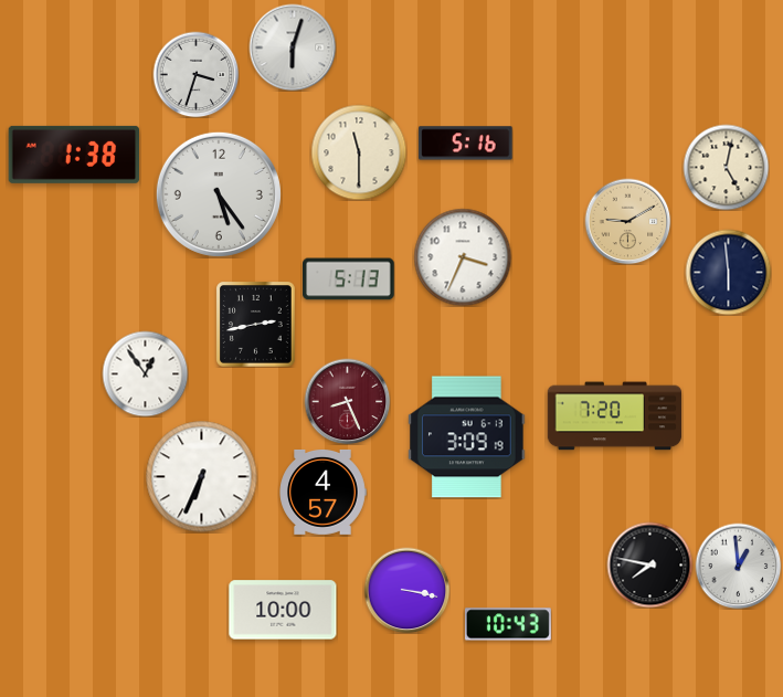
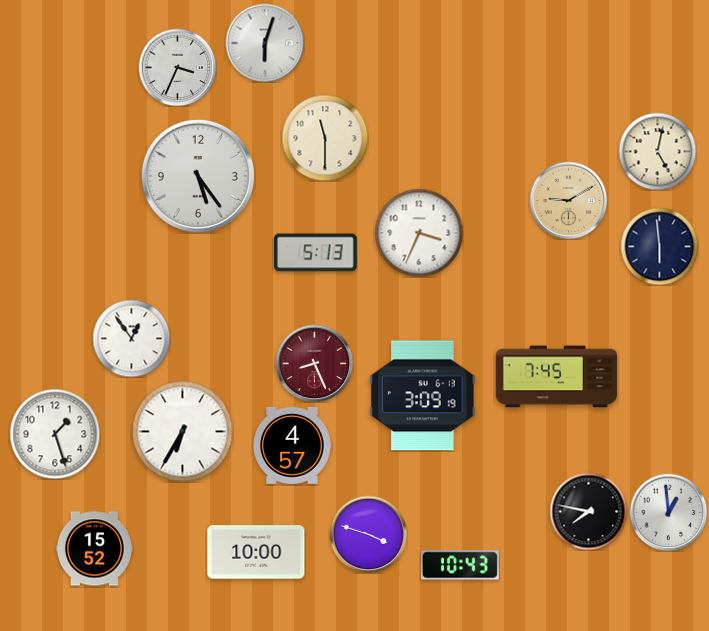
clock at (195, 74): 3:33 -> 3:34
clock at (466, 144): 5:16 -> none
clock at (74, 155): 1:38 -> none
clock at (256, 324): 2:43 -> none
clock at (615, 416): 7:20 -> 7:45
clock at (202, 477): 6:34 -> 6:35
clock at (55, 434): none -> 1:27
clock at (406, 590): 3:17 -> 3:48
clock at (94, 549): none -> 15:52
